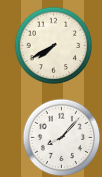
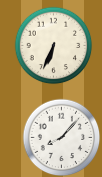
clock at (53, 45): 7:40 -> 6:34
